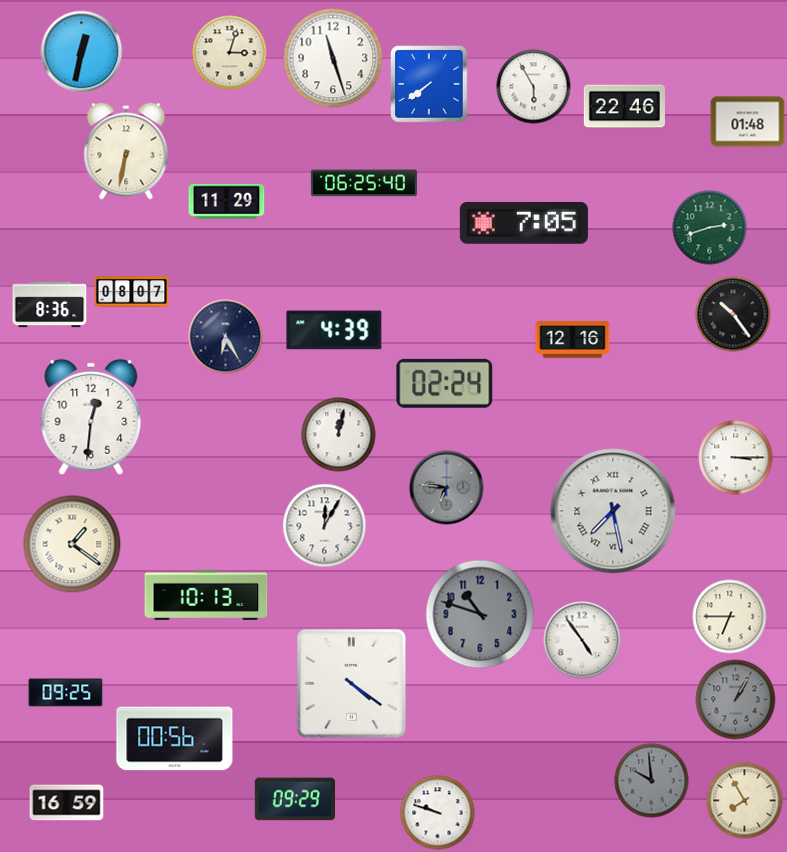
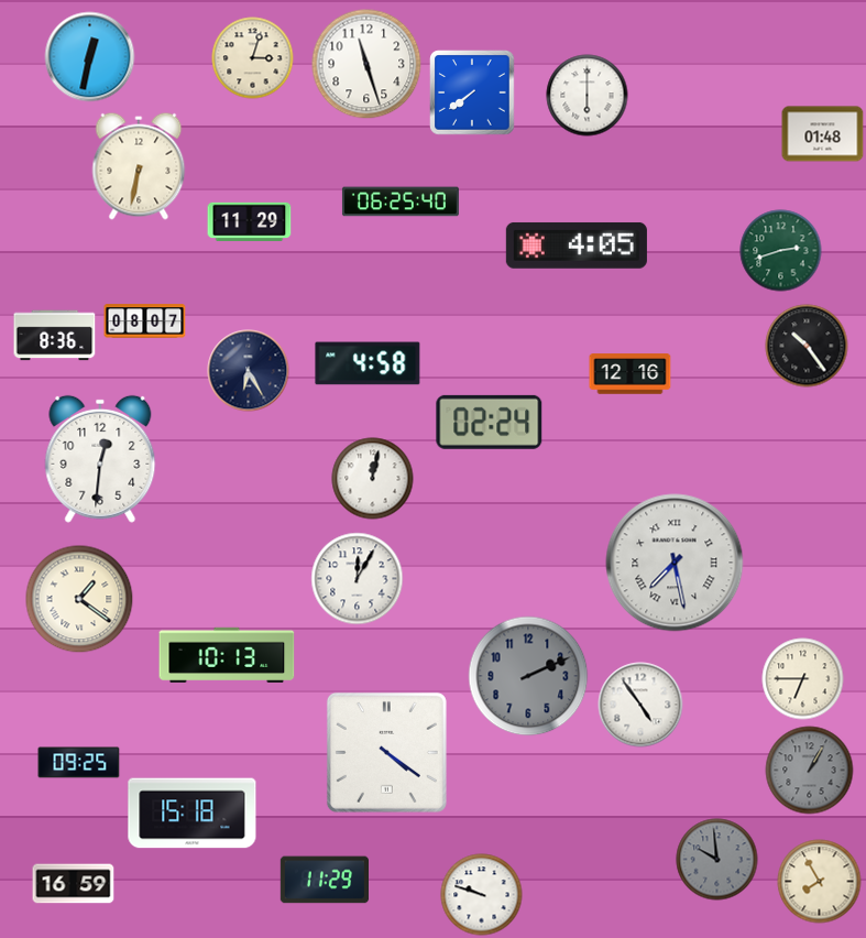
clock at (534, 87): 5:55 -> 6:00
clock at (624, 107): 22:46 -> none
clock at (524, 223): 7:05 -> 4:05
clock at (334, 330): 4:39 -> 4:58
clock at (736, 458): 3:15 -> none
clock at (447, 488): 6:46 -> none
clock at (480, 614): 10:48 -> 2:11
clock at (66, 693) position: (66, 693) -> (79, 763)
clock at (175, 739): 00:56 -> 15:18
clock at (294, 799): 09:29 -> 11:29
